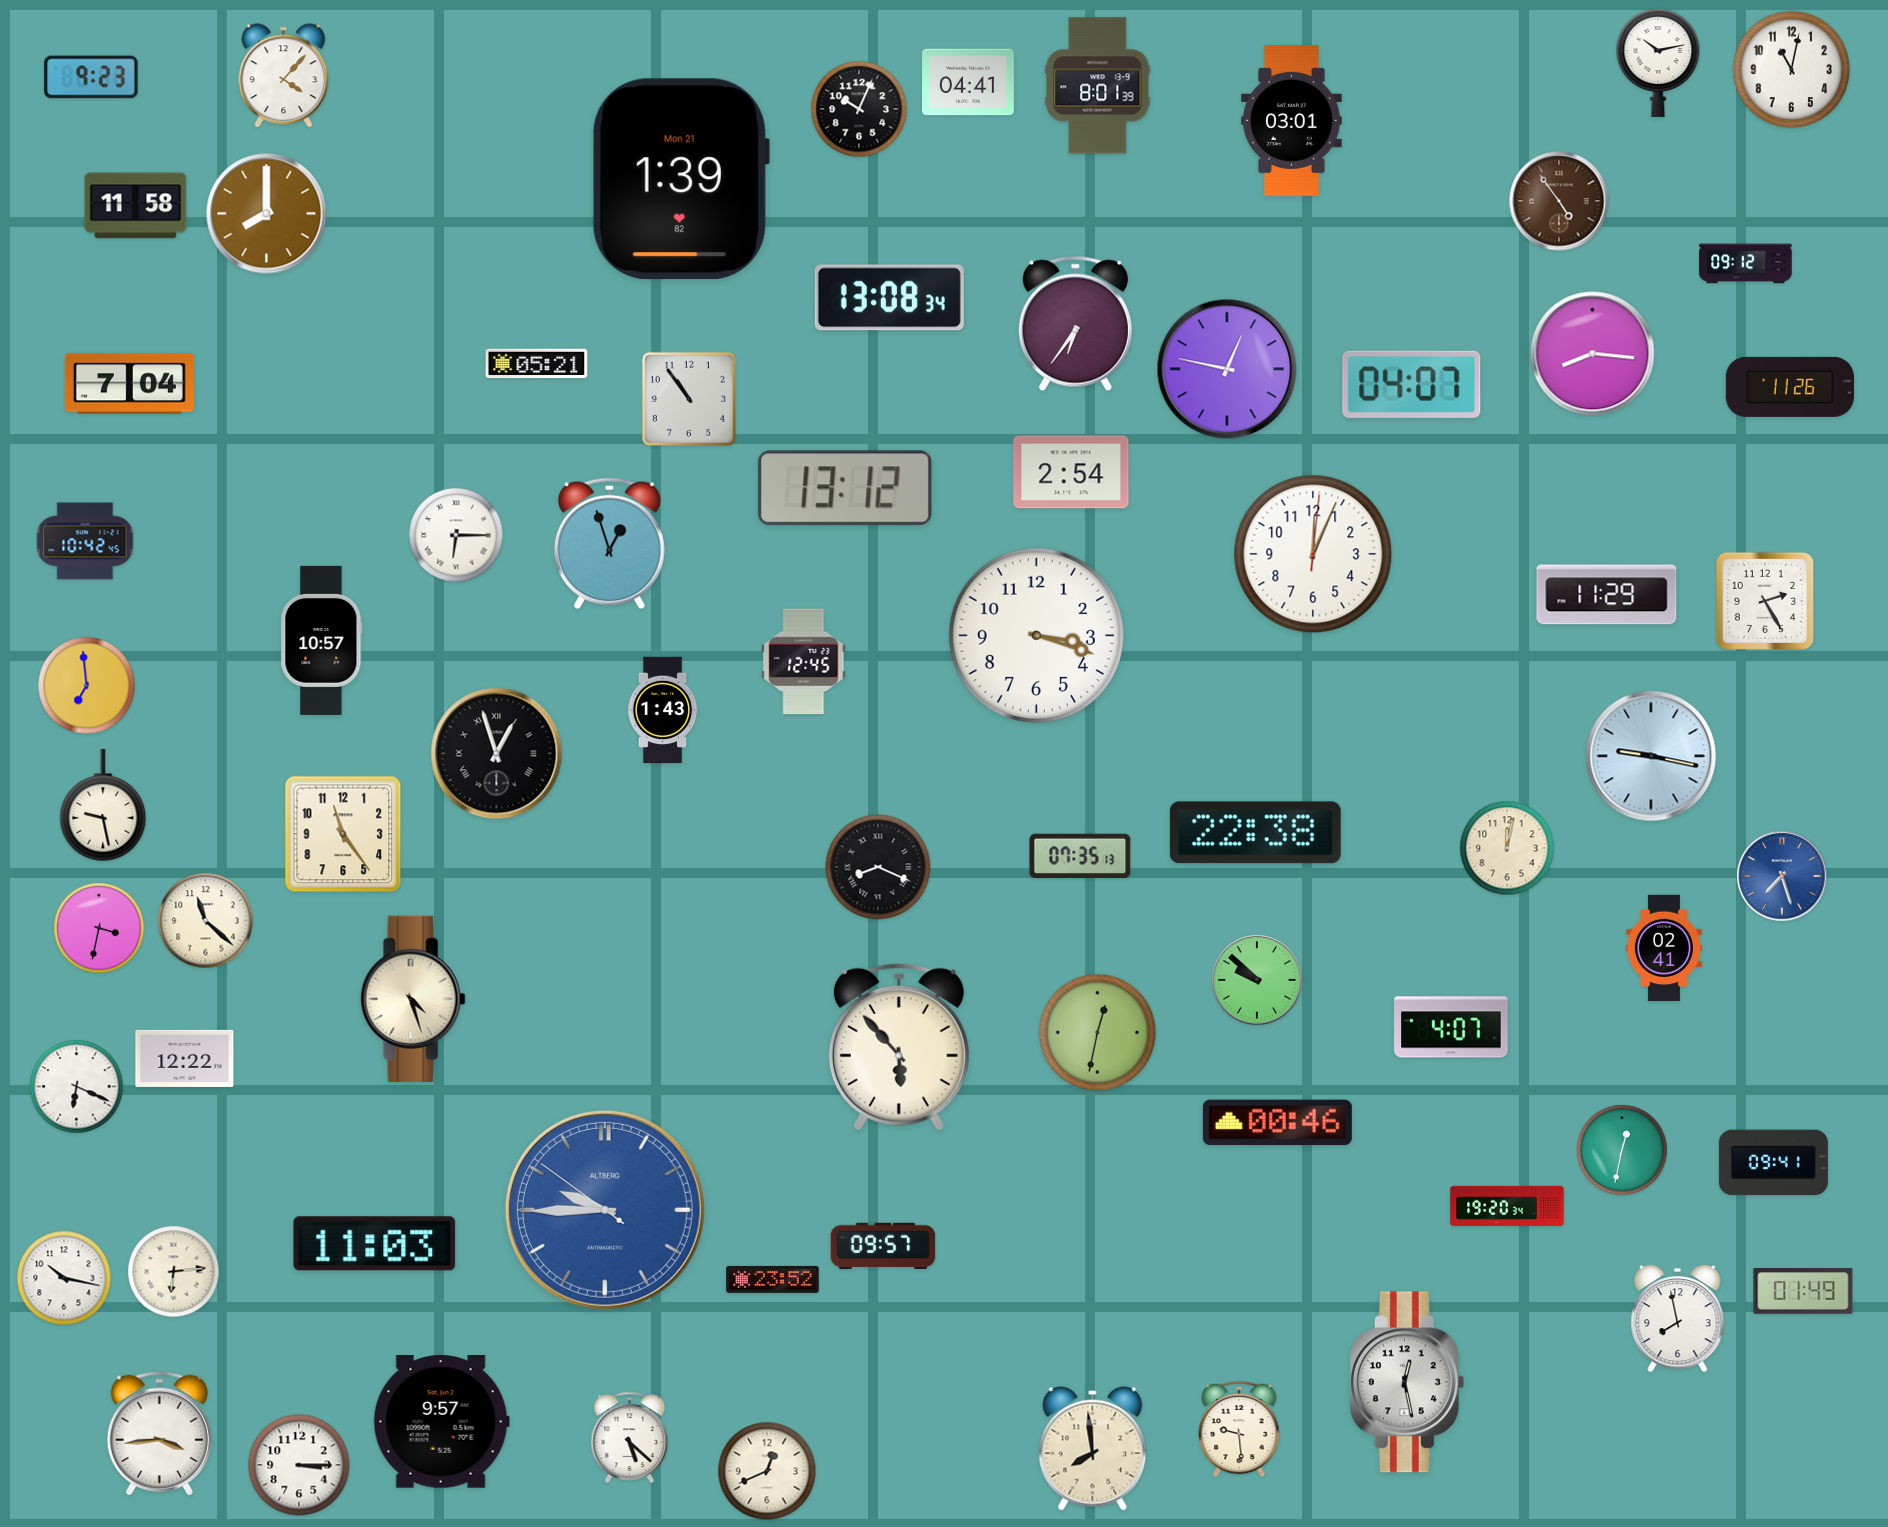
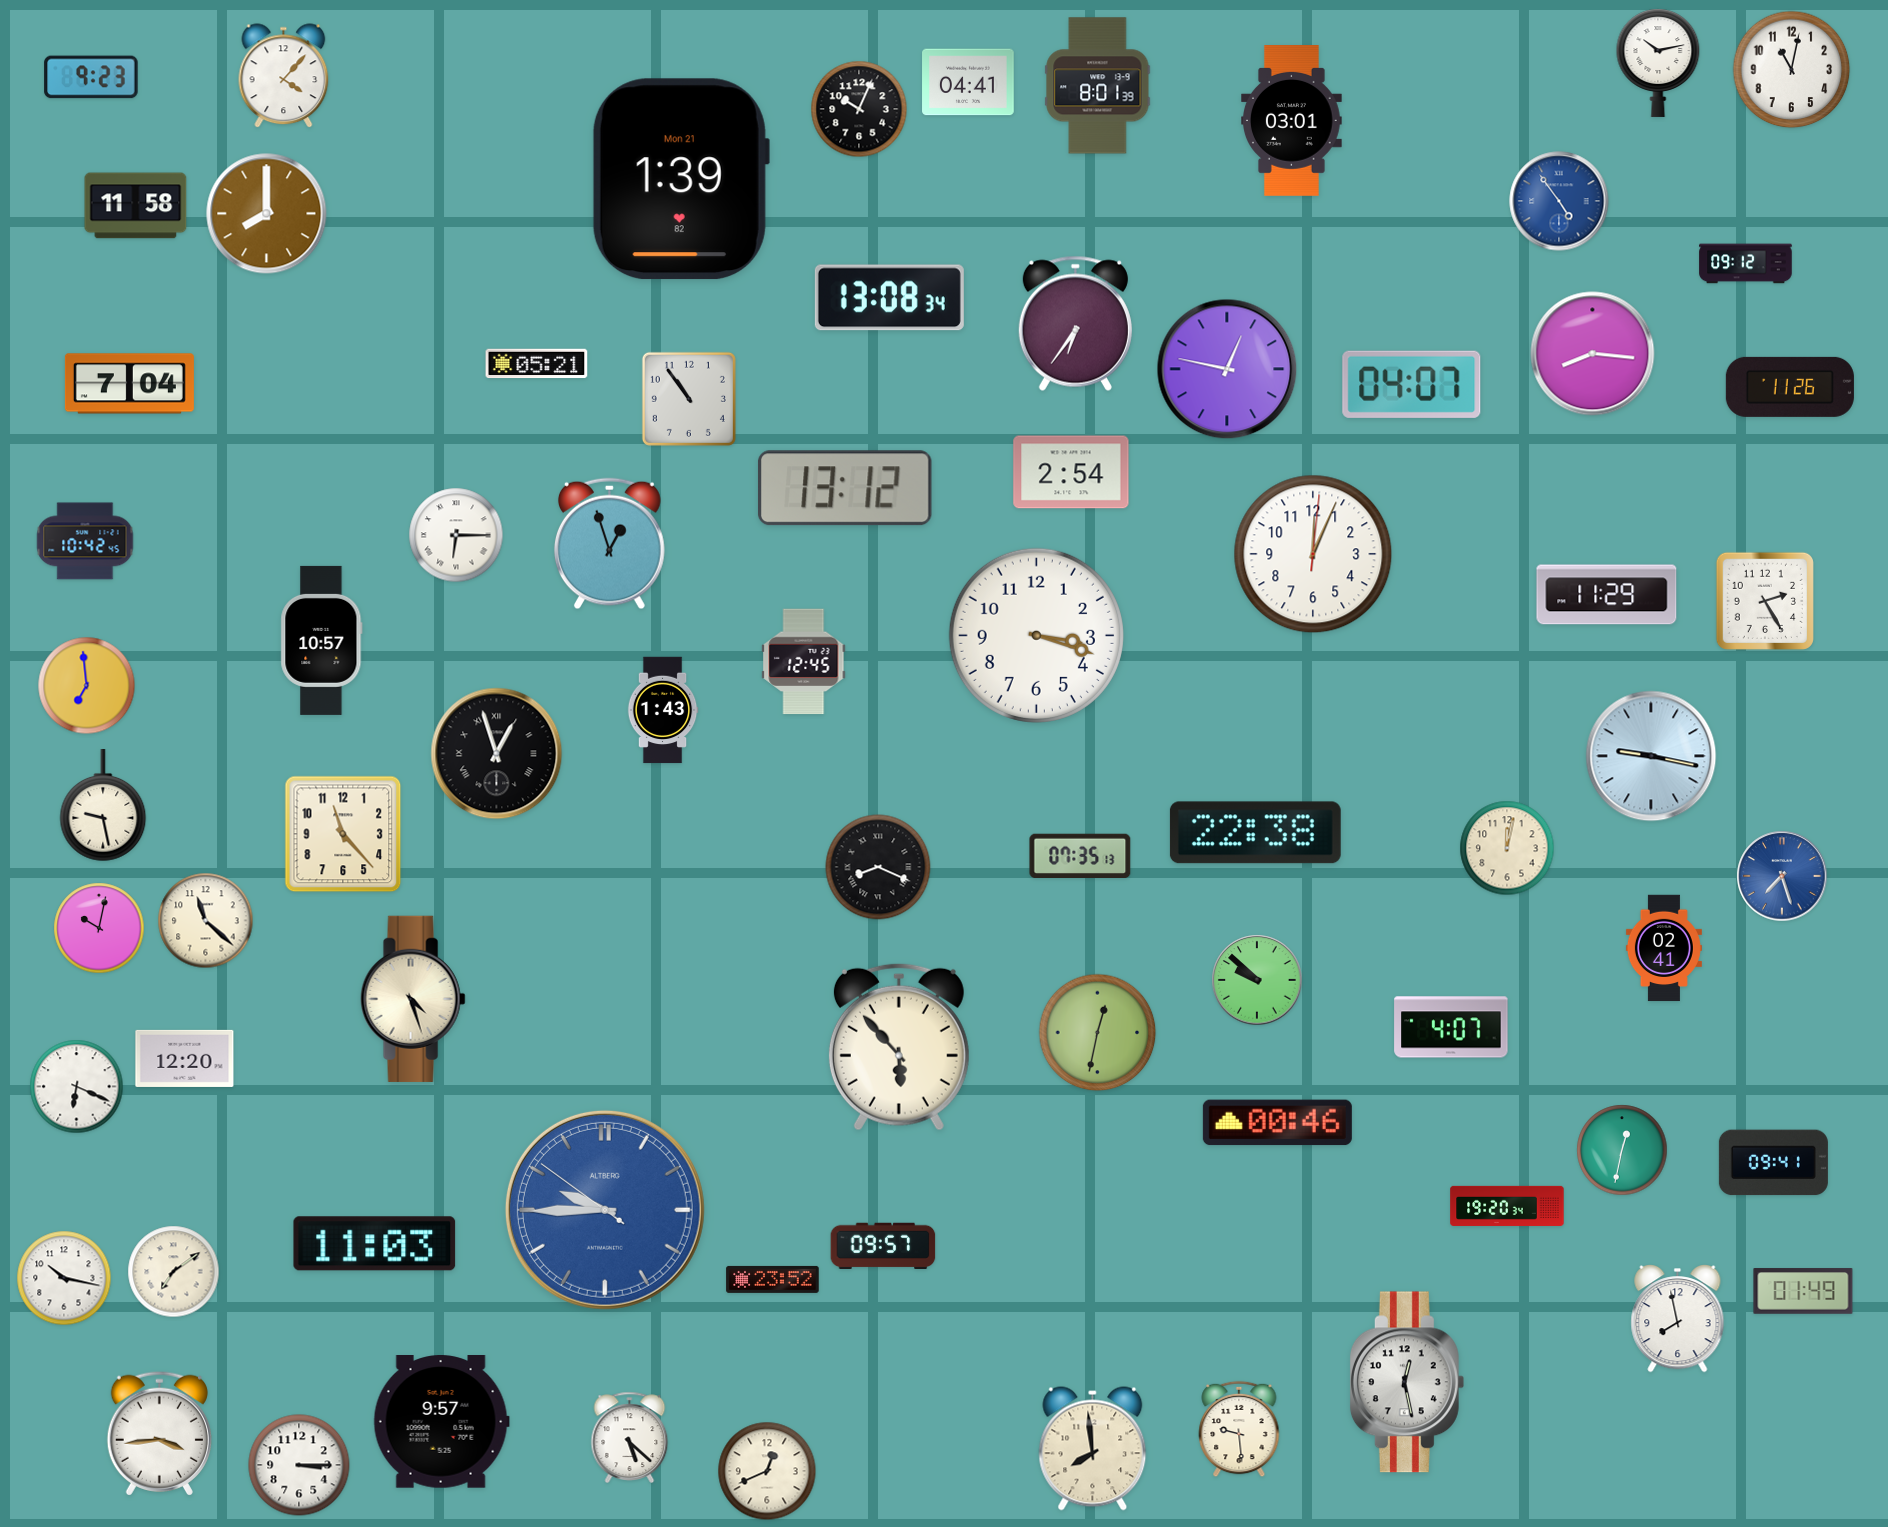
clock at (1559, 201) dial: brown -> blue
clock at (343, 834): 11:24 -> 11:23
clock at (99, 928): 3:32 -> 10:02
clock at (185, 1058): 12:22 -> 12:20
clock at (174, 1272): 6:14 -> 7:09
